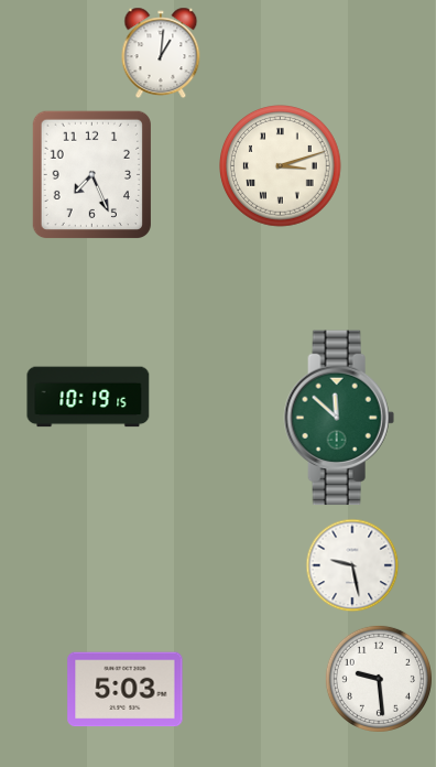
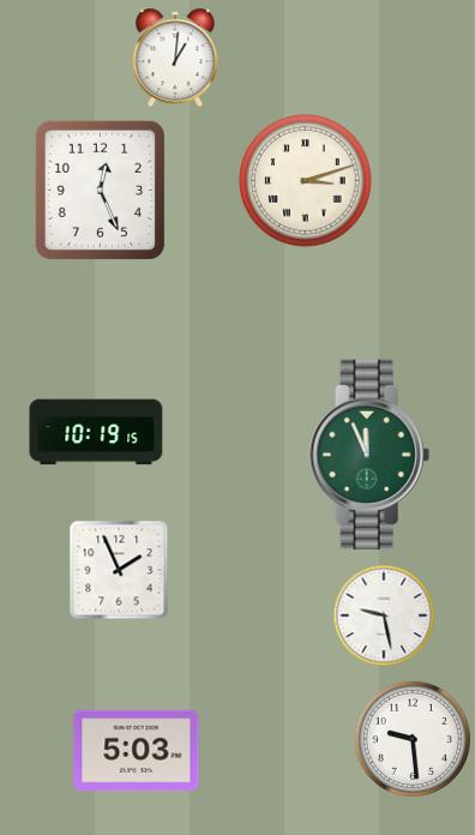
clock at (91, 174): 7:26 -> 12:26
clock at (339, 418): 11:52 -> 11:56
clock at (119, 570): none -> 1:56
